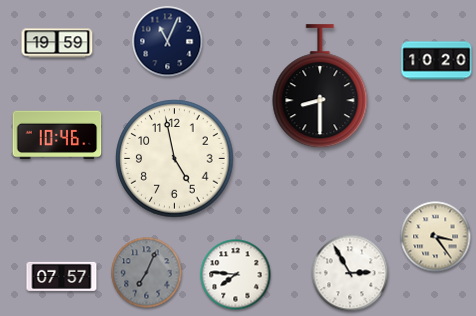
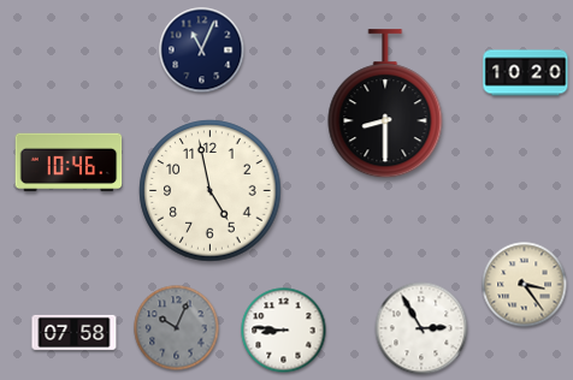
clock at (57, 43): 19:59 -> none
clock at (147, 273): 7:04 -> 10:04
clock at (236, 275): 7:46 -> 8:46
clock at (62, 276): 07:57 -> 07:58
